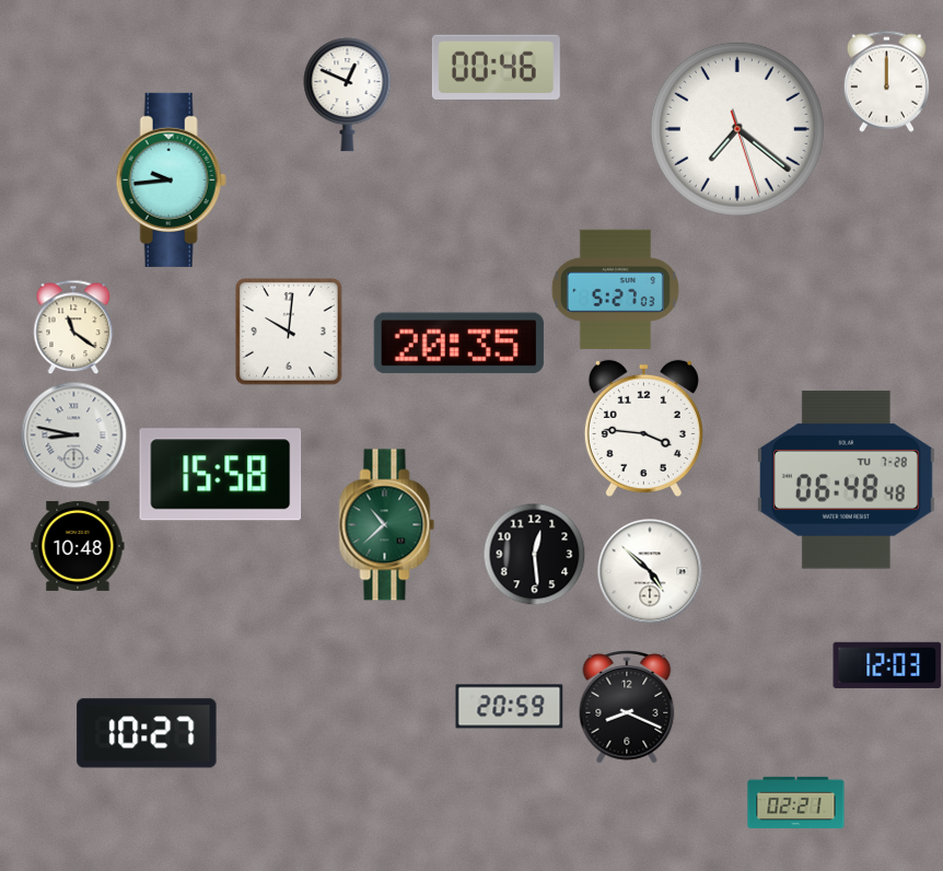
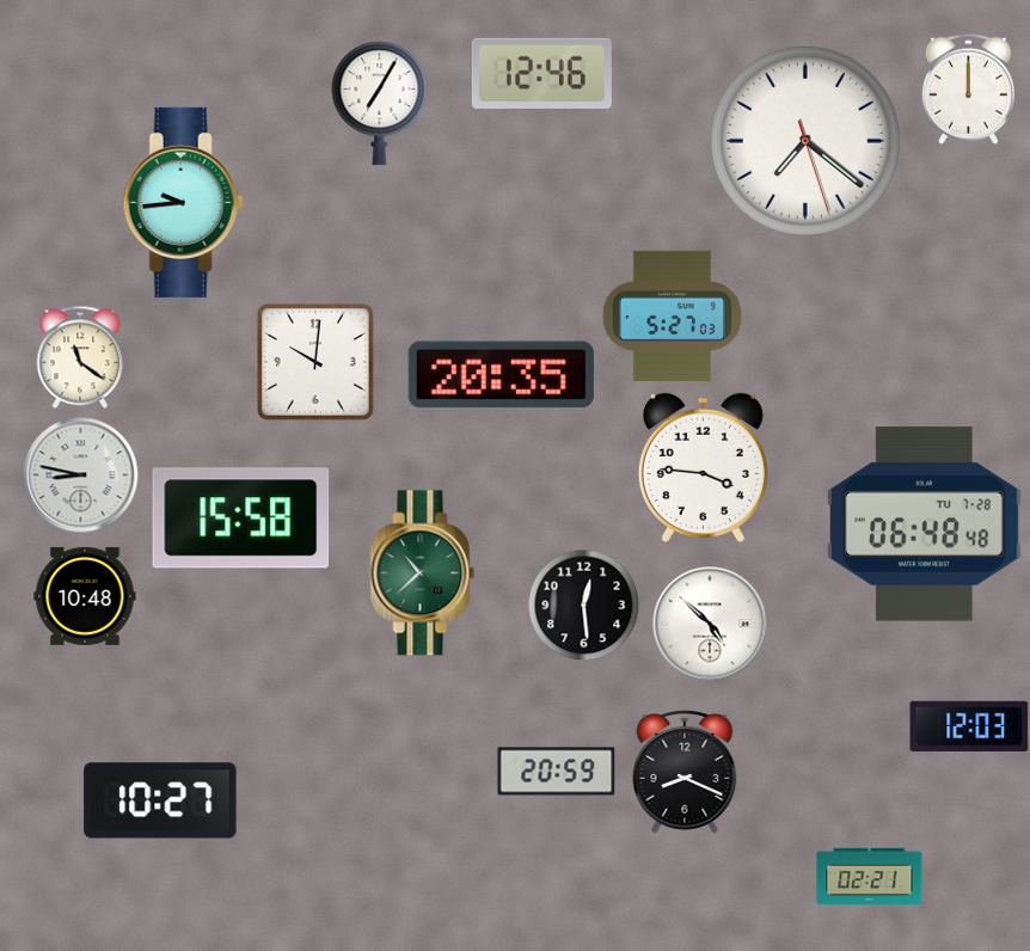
clock at (496, 67): 00:46 -> 12:46
clock at (348, 95): 12:49 -> 7:05
clock at (171, 179) position: (171, 179) -> (183, 202)
